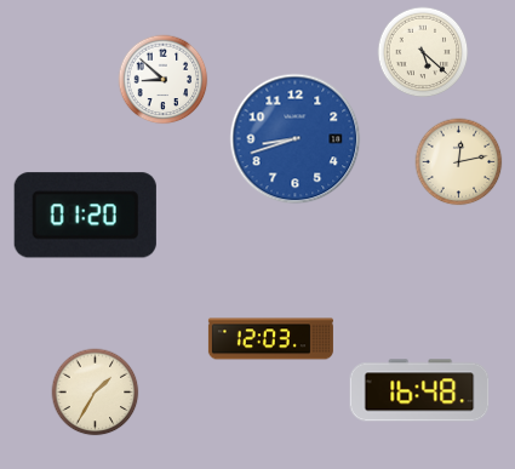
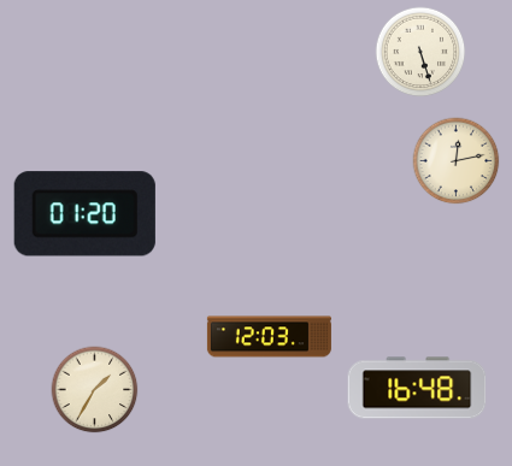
clock at (423, 52): 5:22 -> 5:27
clock at (164, 80): 8:52 -> none
clock at (296, 139): 8:42 -> none
